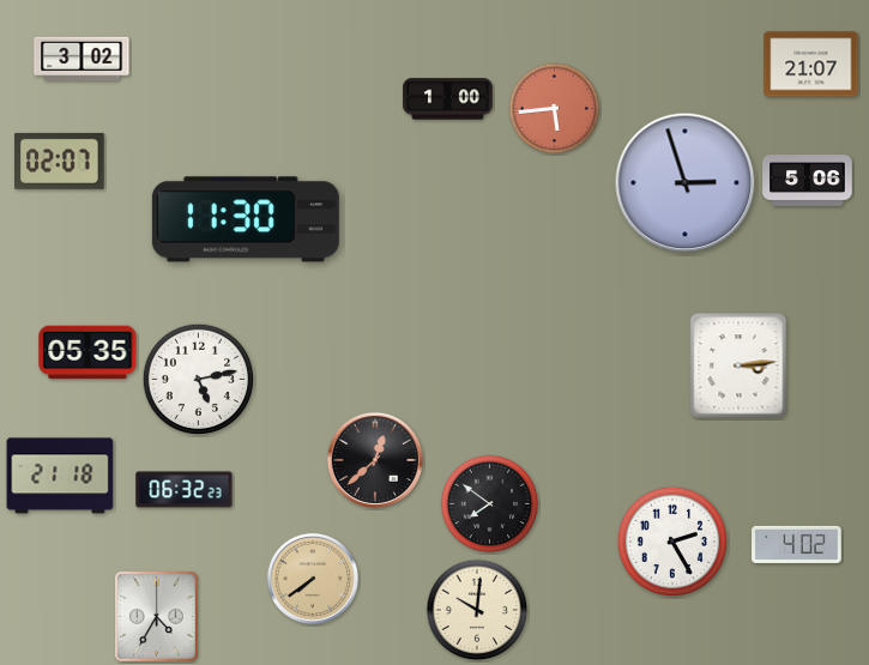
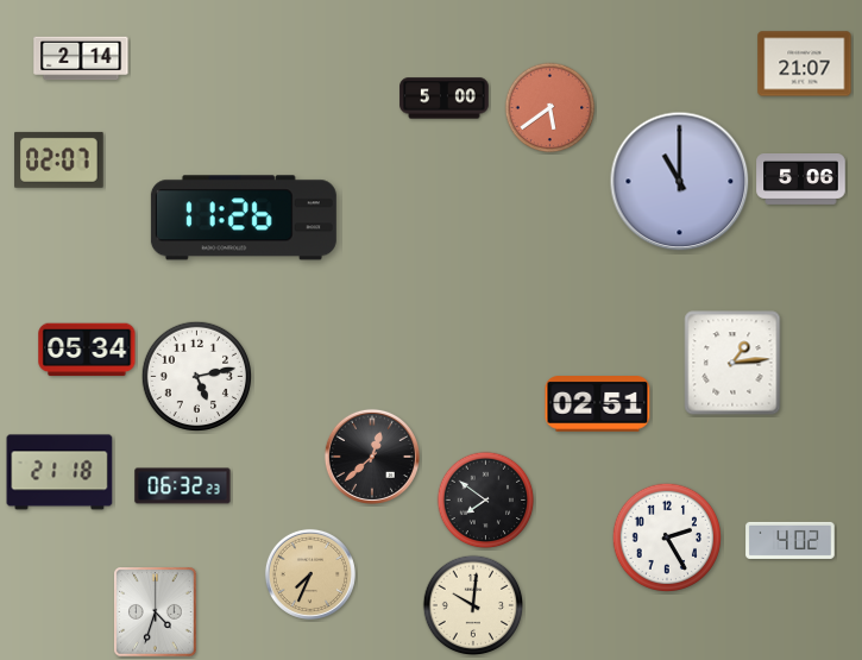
clock at (82, 59): 3:02 -> 2:14
clock at (448, 99): 1:00 -> 5:00
clock at (555, 109): 5:44 -> 5:39
clock at (686, 183): 2:57 -> 11:00
clock at (246, 219): 11:30 -> 11:26
clock at (87, 352): 05:35 -> 05:34
clock at (738, 365): 3:14 -> 1:14
clock at (598, 404): none -> 02:51
clock at (313, 579): 7:39 -> 7:34
clock at (157, 617): 4:35 -> 4:33
